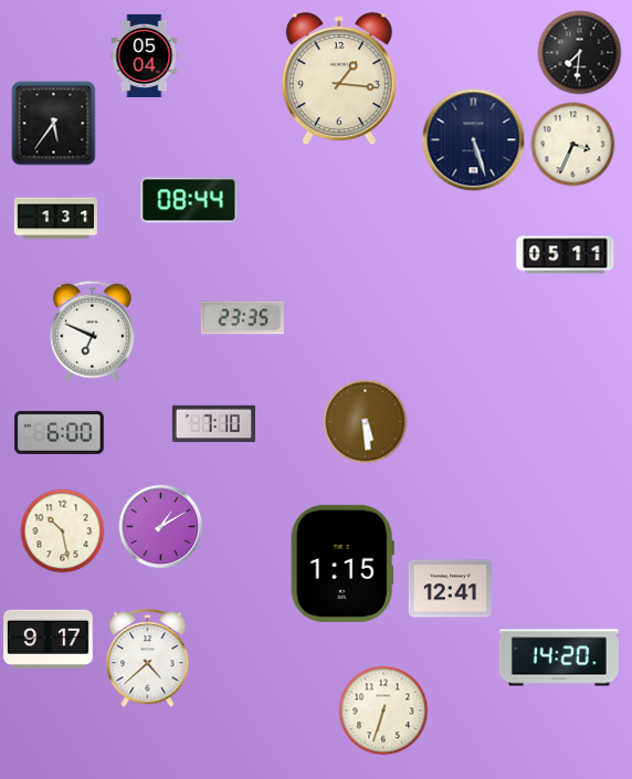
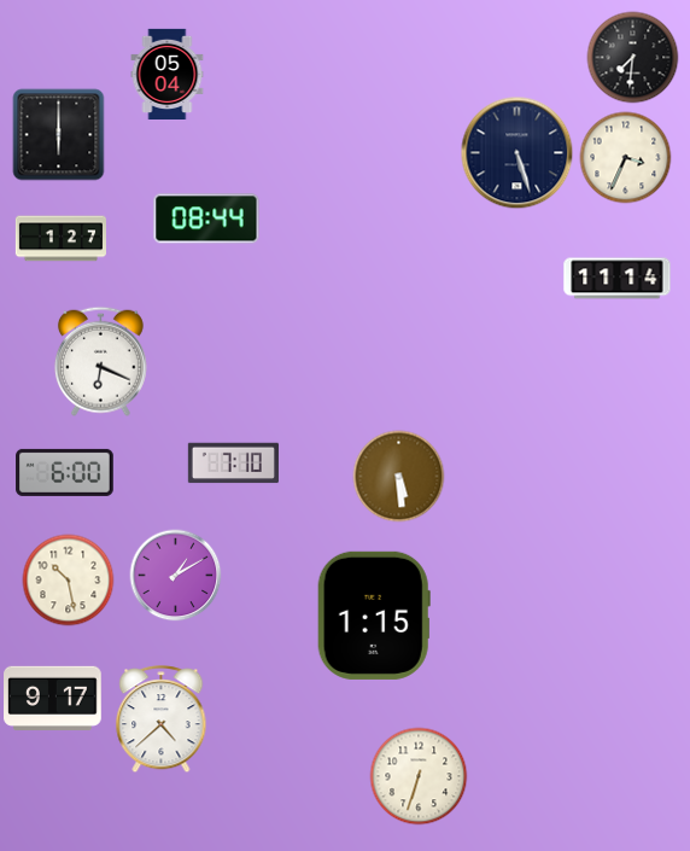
clock at (145, 55) position: (145, 55) -> (168, 74)
clock at (339, 80): 1:16 -> none
clock at (54, 124): 5:36 -> 6:00
clock at (55, 219): 1:31 -> 1:27
clock at (566, 255): 05:11 -> 11:14
clock at (242, 318): 23:35 -> none
clock at (92, 330): 6:49 -> 6:19
clock at (366, 422) position: (366, 422) -> (399, 477)
clock at (450, 589): 12:41 -> none
clock at (559, 657): 14:20 -> none
